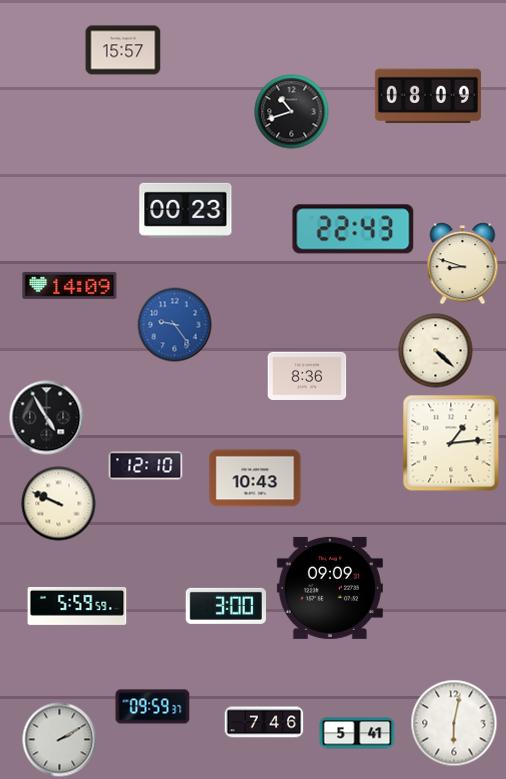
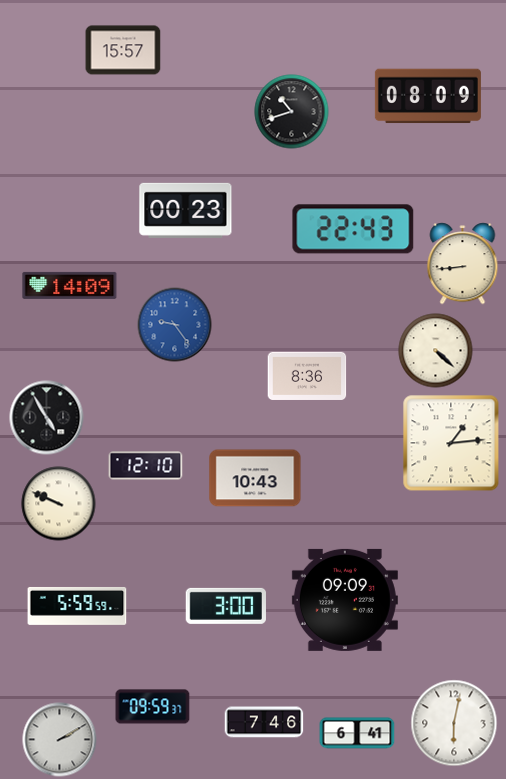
clock at (463, 264): 8:48 -> 8:44
clock at (330, 588) position: (330, 588) -> (345, 600)
clock at (357, 733): 5:41 -> 6:41
